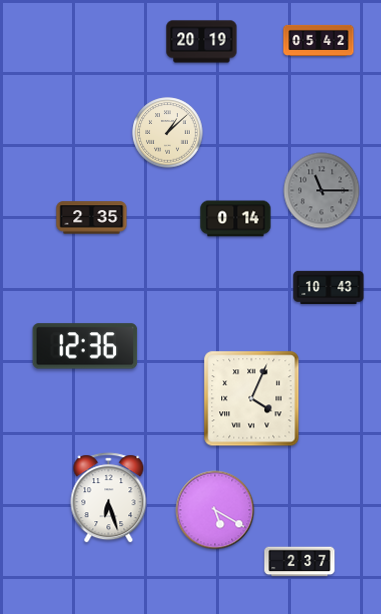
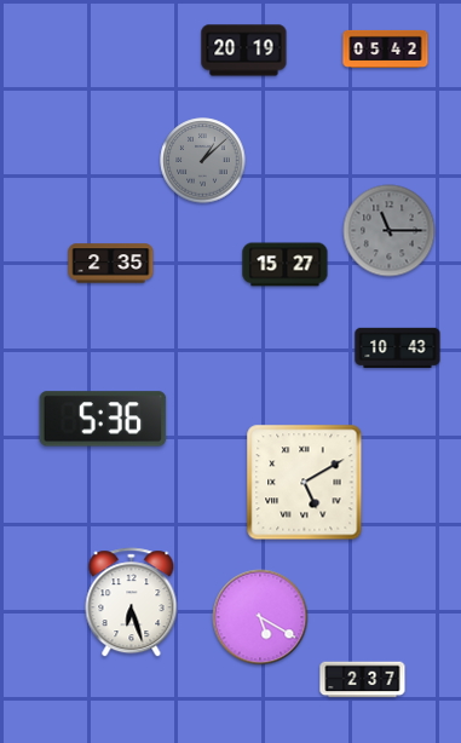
clock at (168, 133) dial: cream -> grey
clock at (236, 219): 0:14 -> 15:27
clock at (85, 346): 12:36 -> 5:36
clock at (252, 399): 4:04 -> 5:10
